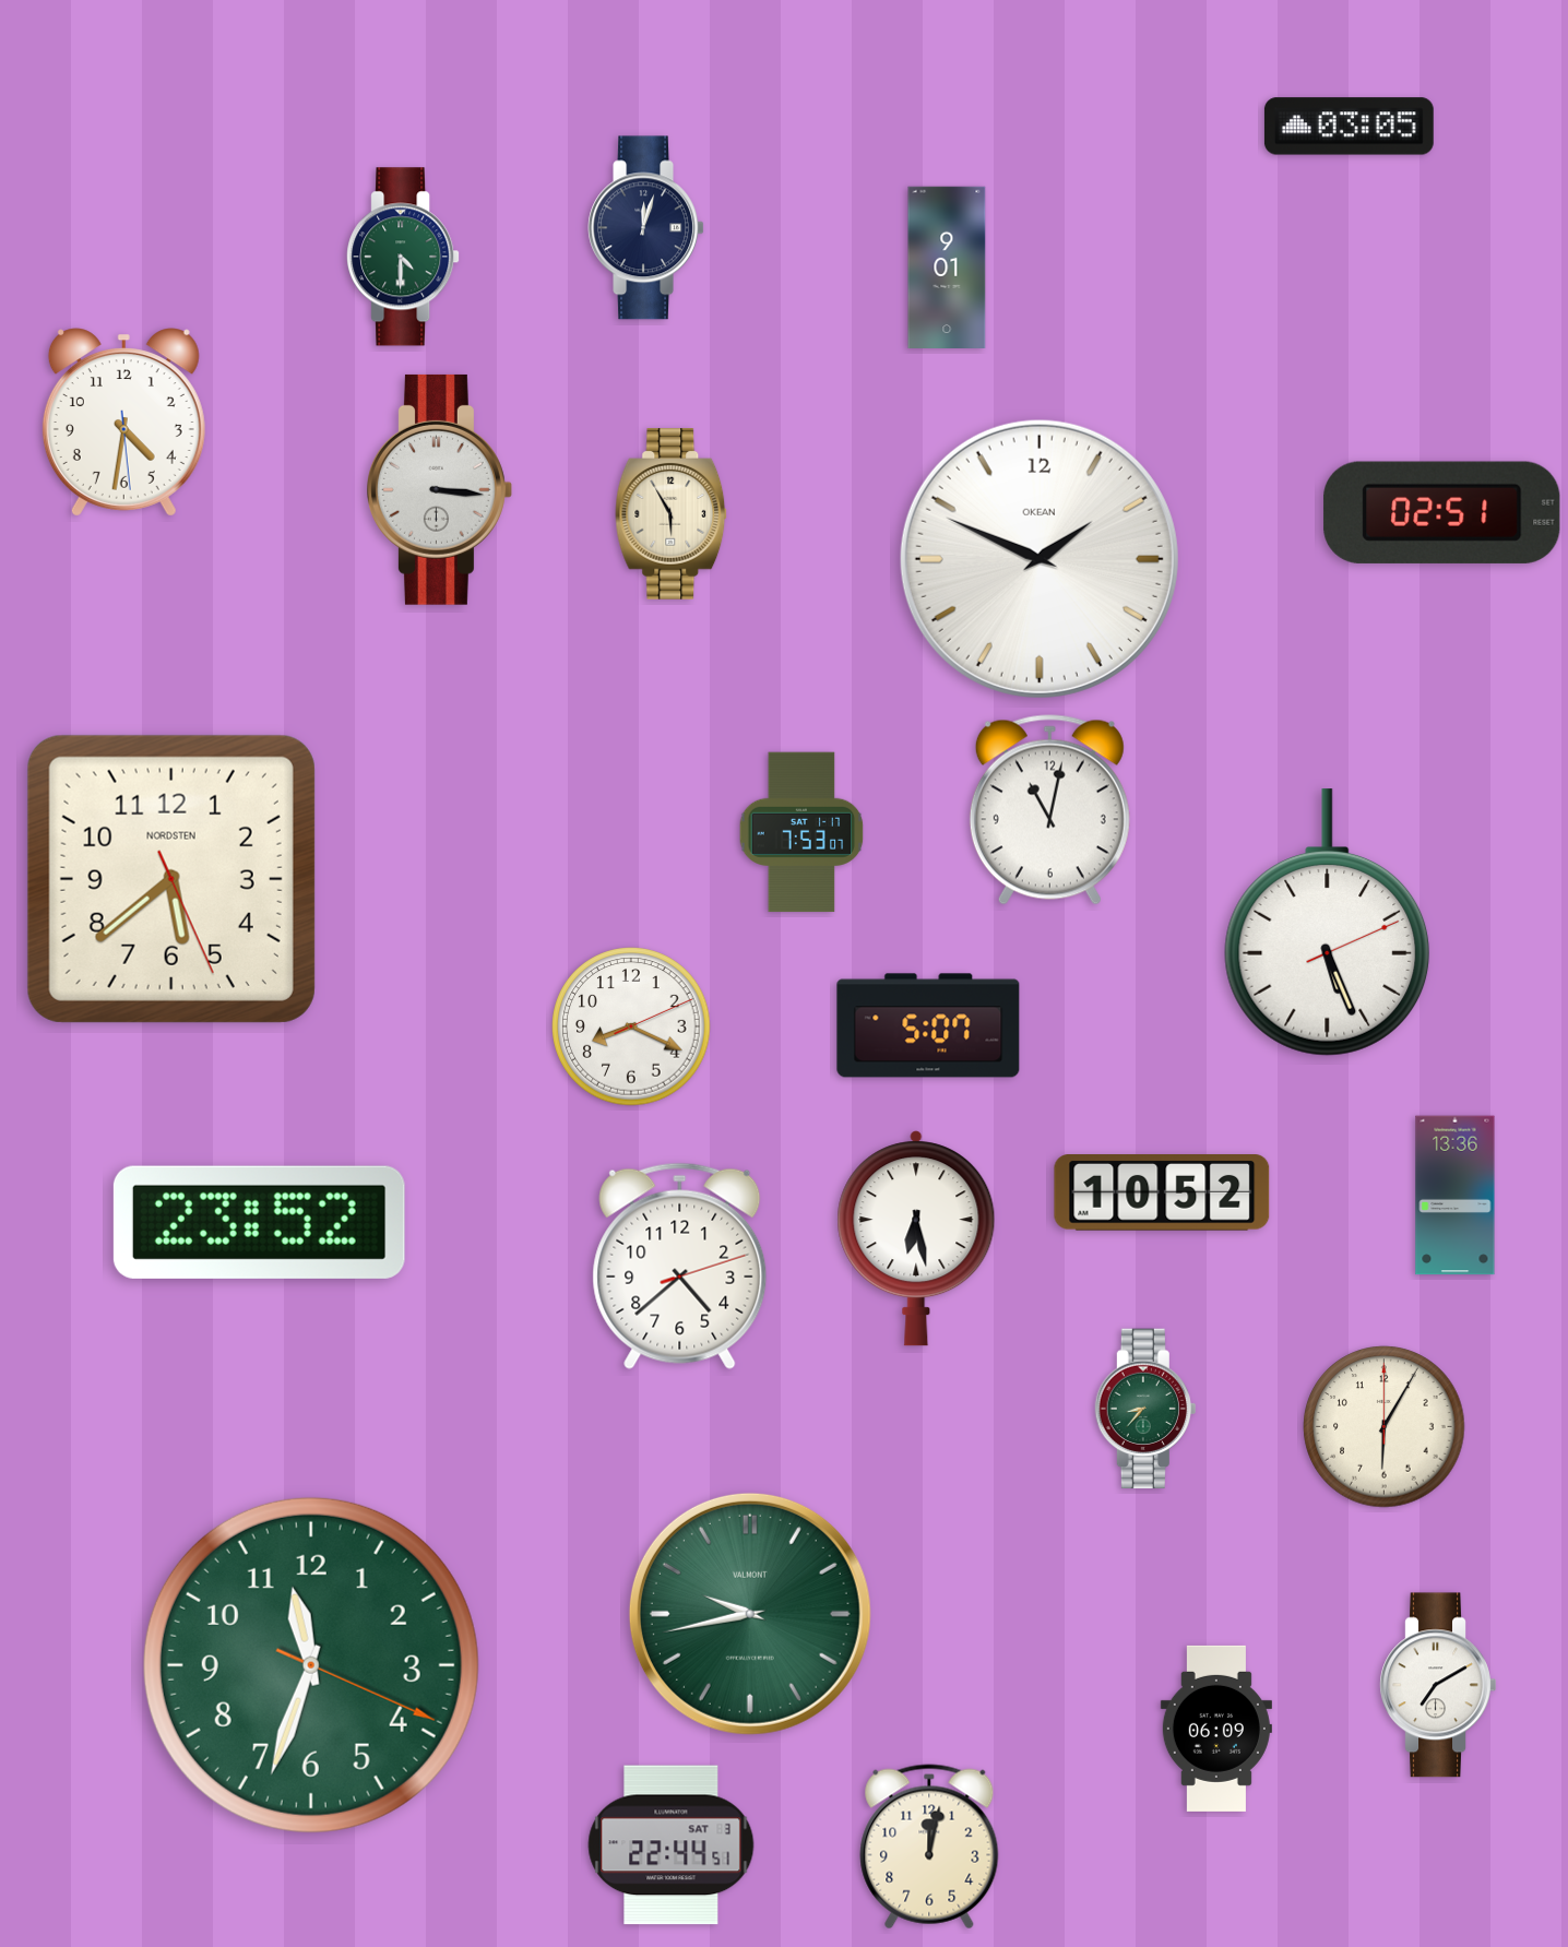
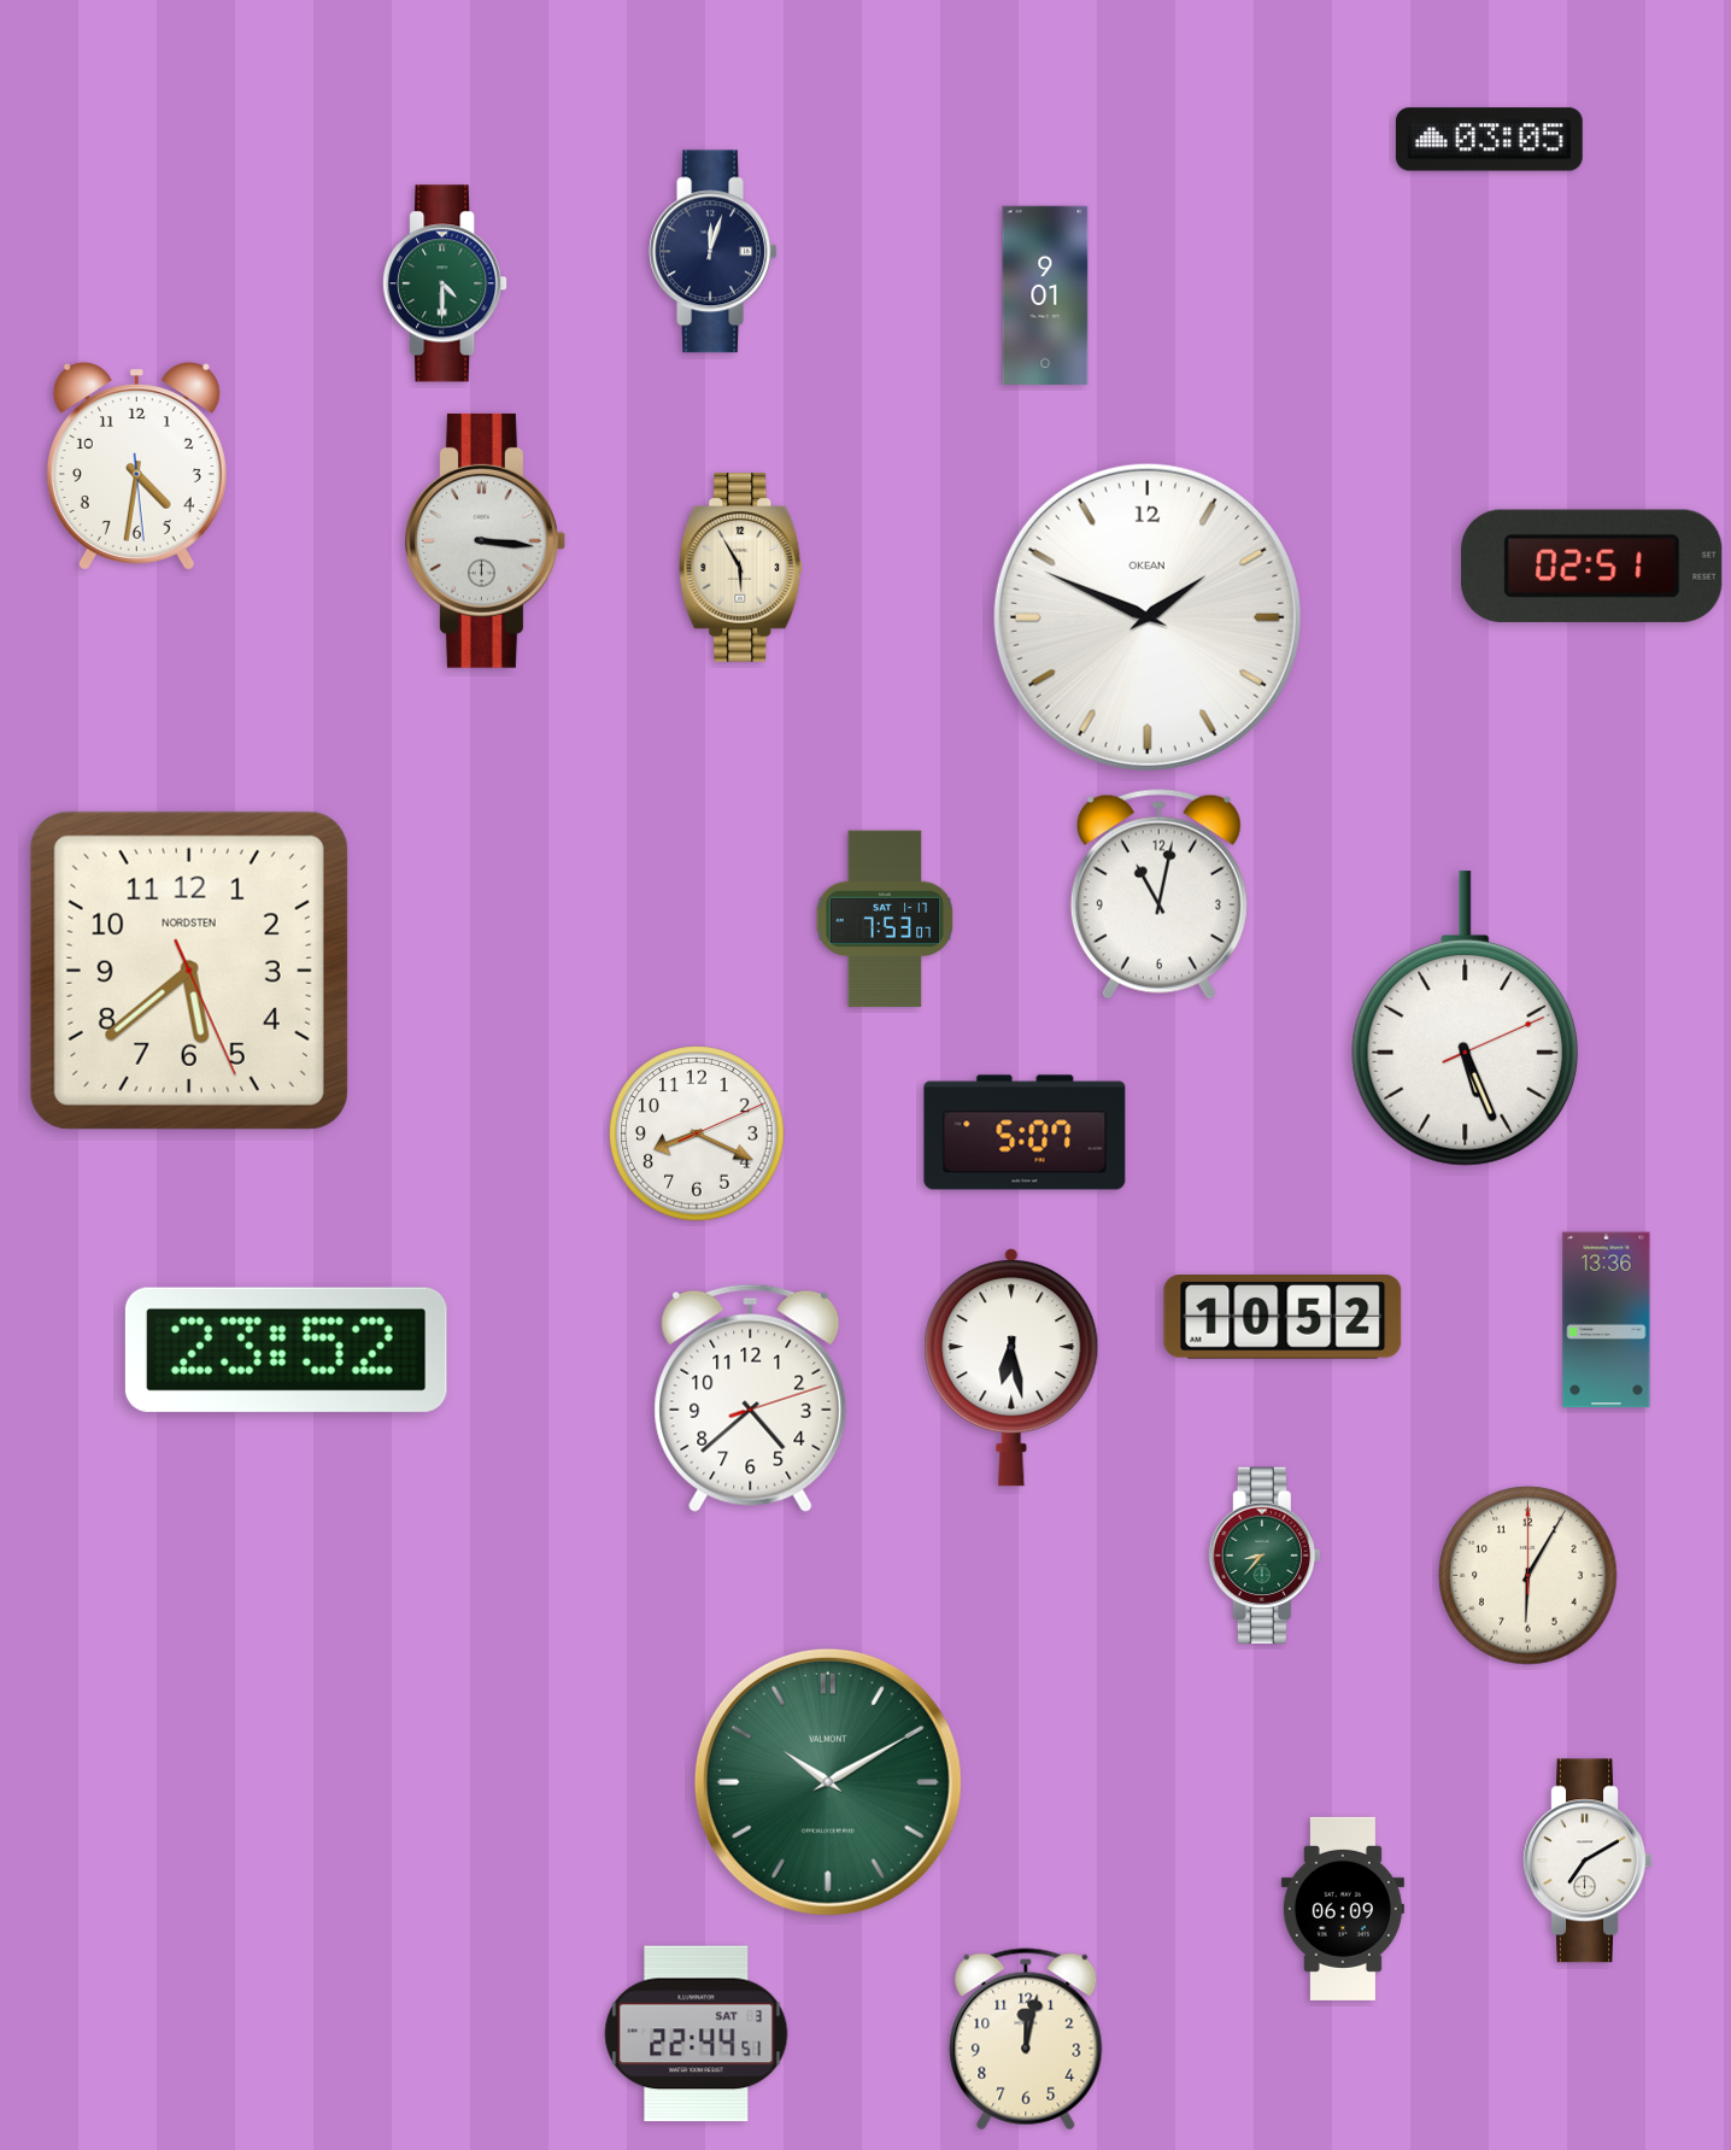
clock at (750, 1614): 9:43 -> 10:10
clock at (311, 1665): 11:33 -> none
clock at (672, 1845) position: (672, 1845) -> (697, 2034)
